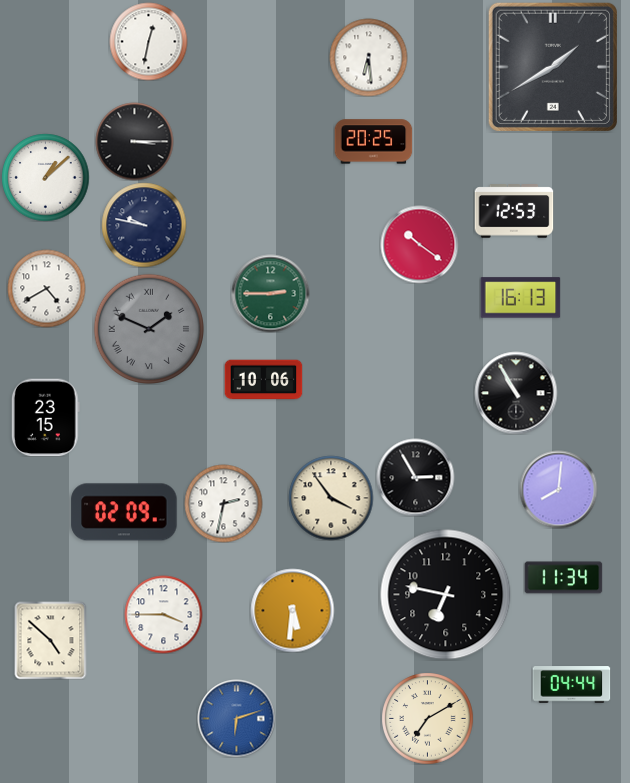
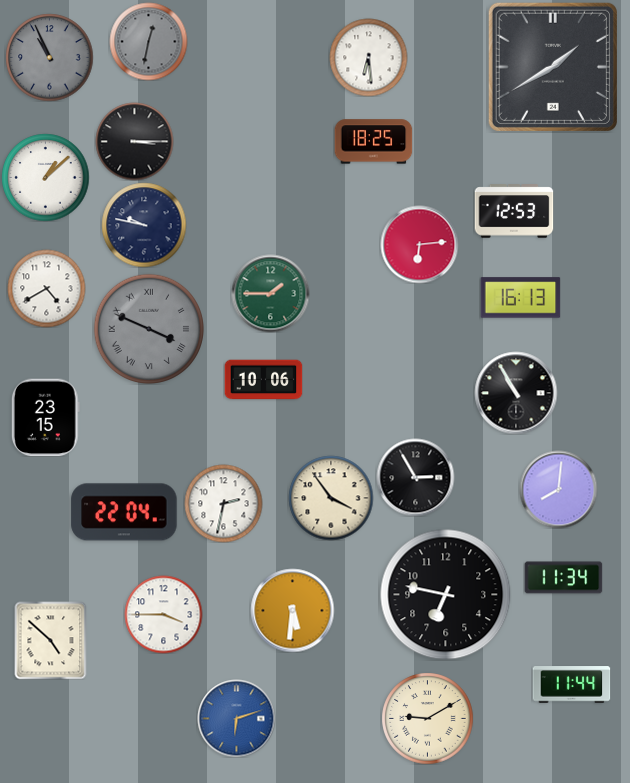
clock at (148, 41) dial: white -> grey
clock at (49, 57): none -> 10:56
clock at (373, 142): 20:25 -> 18:25
clock at (419, 244): 10:21 -> 6:14
clock at (270, 293): 2:45 -> 1:45
clock at (148, 328): 1:49 -> 3:49
clock at (124, 512): 02:09 -> 22:04
clock at (571, 685): 04:44 -> 11:44
clock at (427, 718): 7:10 -> 9:10
